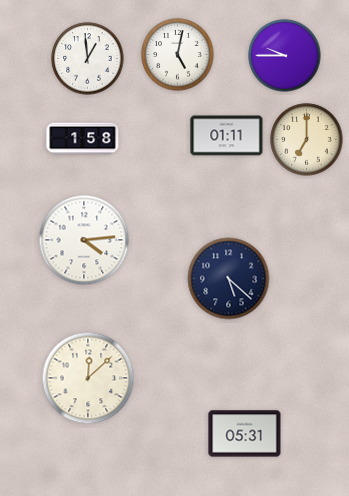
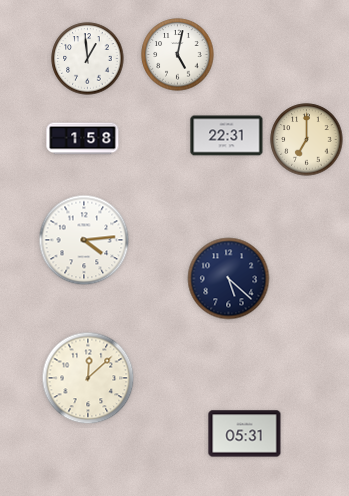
clock at (285, 56): 9:45 -> none
clock at (227, 136): 01:11 -> 22:31
